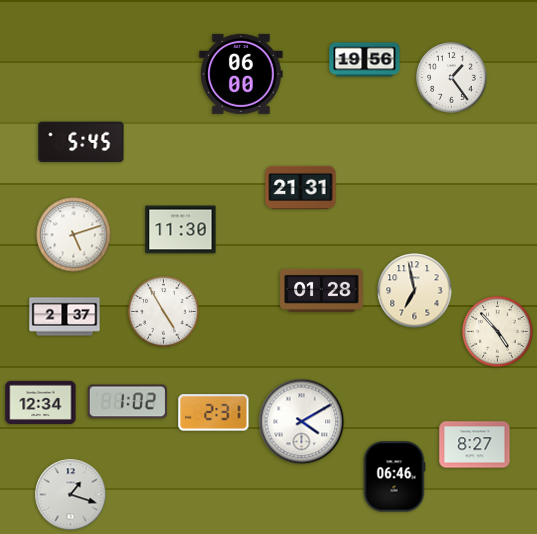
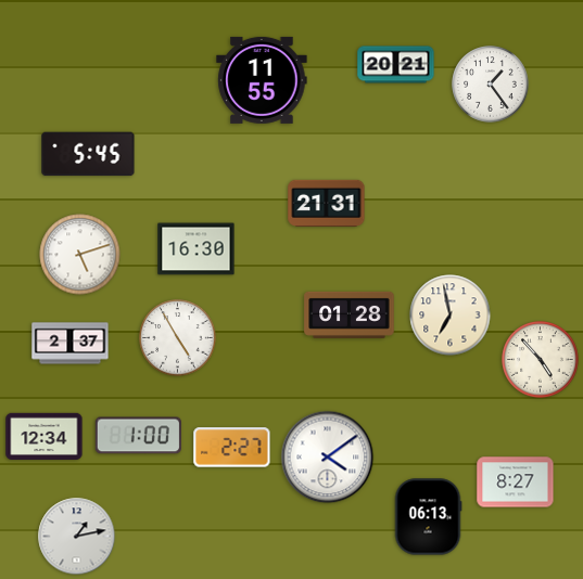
clock at (365, 60): 19:56 -> 20:21
clock at (241, 74): 06:00 -> 11:55
clock at (181, 230): 11:30 -> 16:30
clock at (127, 402): 1:02 -> 1:00
clock at (214, 413): 2:31 -> 2:27
clock at (302, 422): 4:10 -> 4:09
clock at (394, 477): 06:46 -> 06:13
clock at (71, 495): 1:18 -> 1:13
